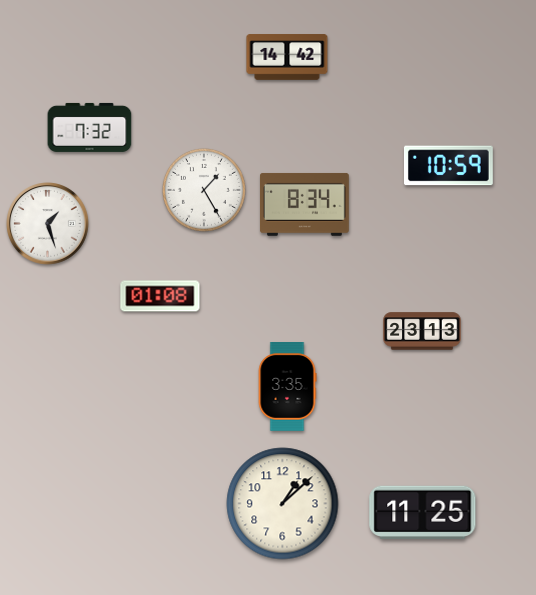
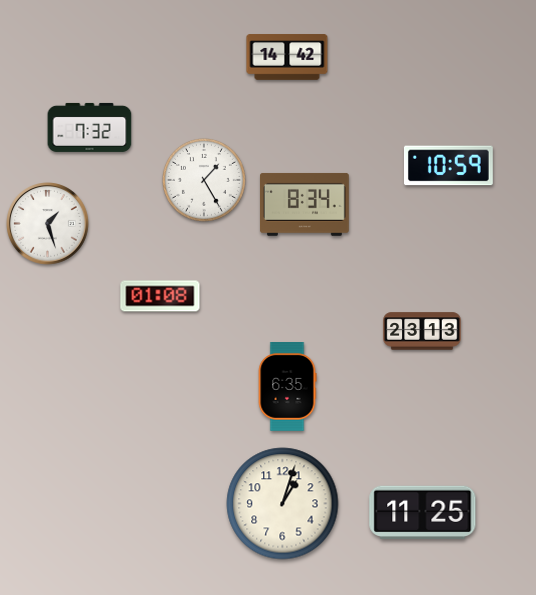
clock at (204, 190) position: (204, 190) -> (204, 180)
clock at (287, 387): 3:35 -> 6:35
clock at (283, 504): 1:08 -> 1:03
